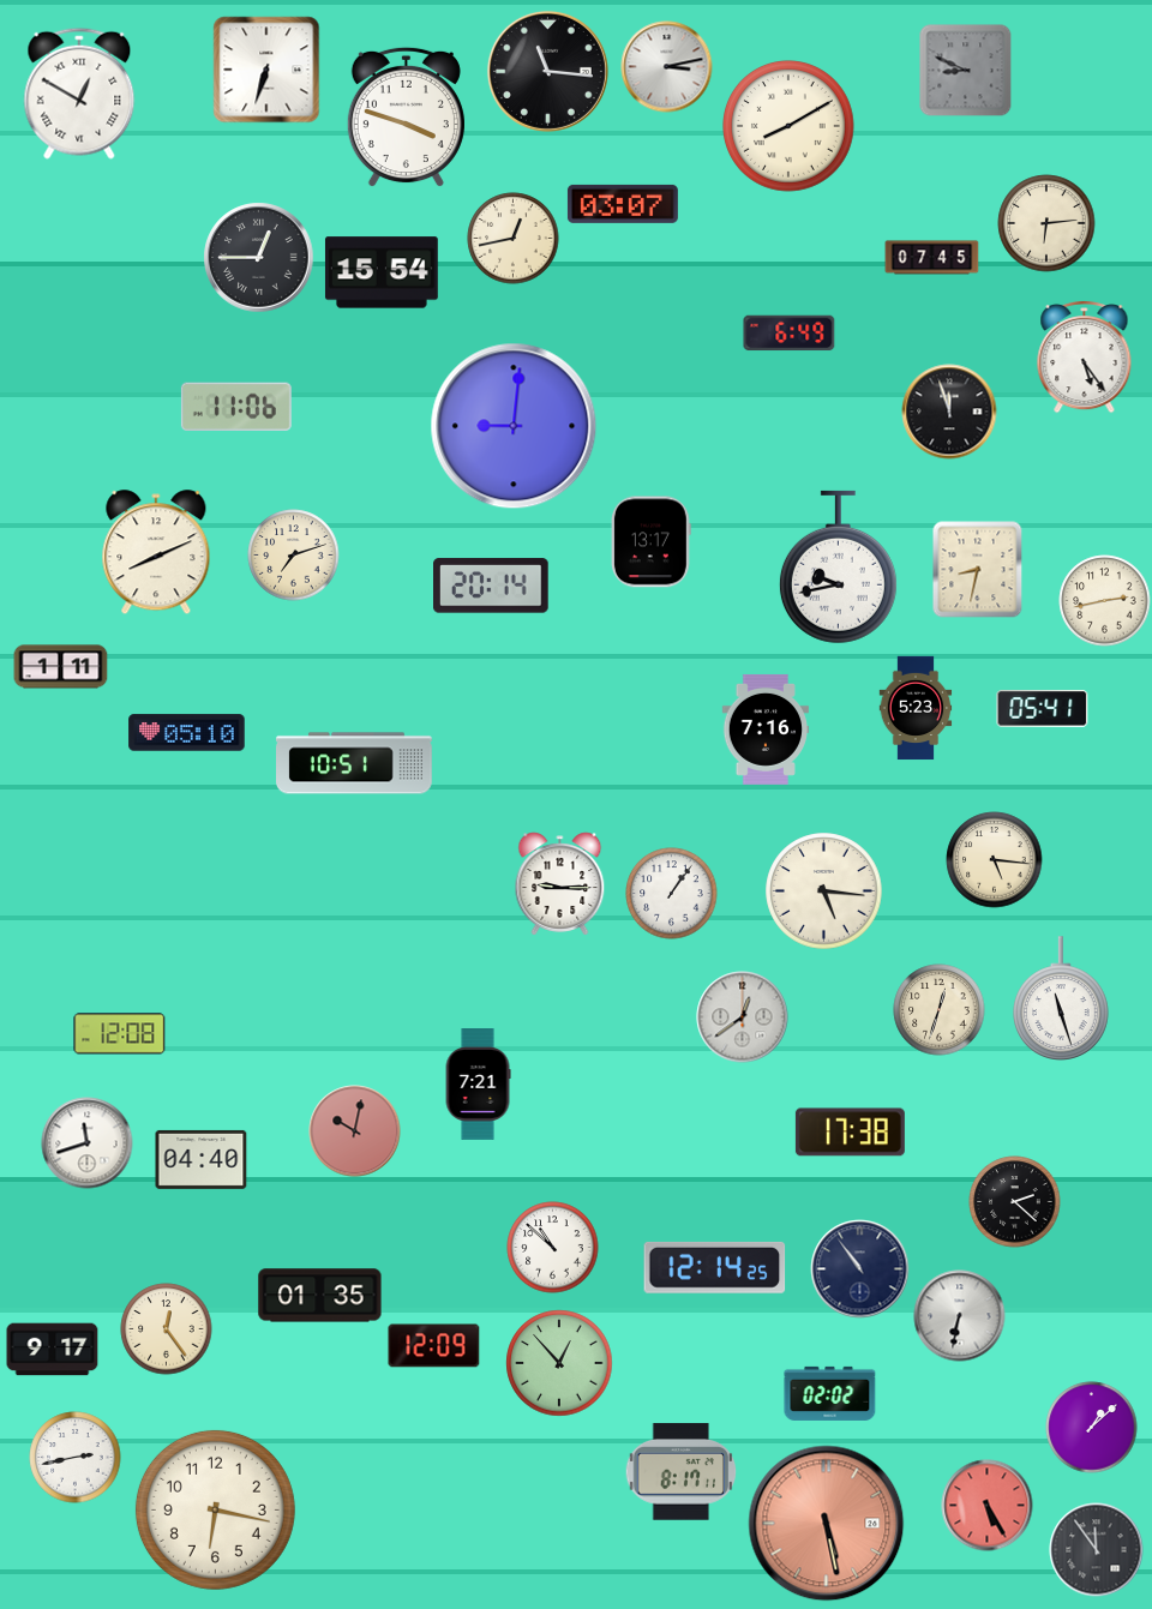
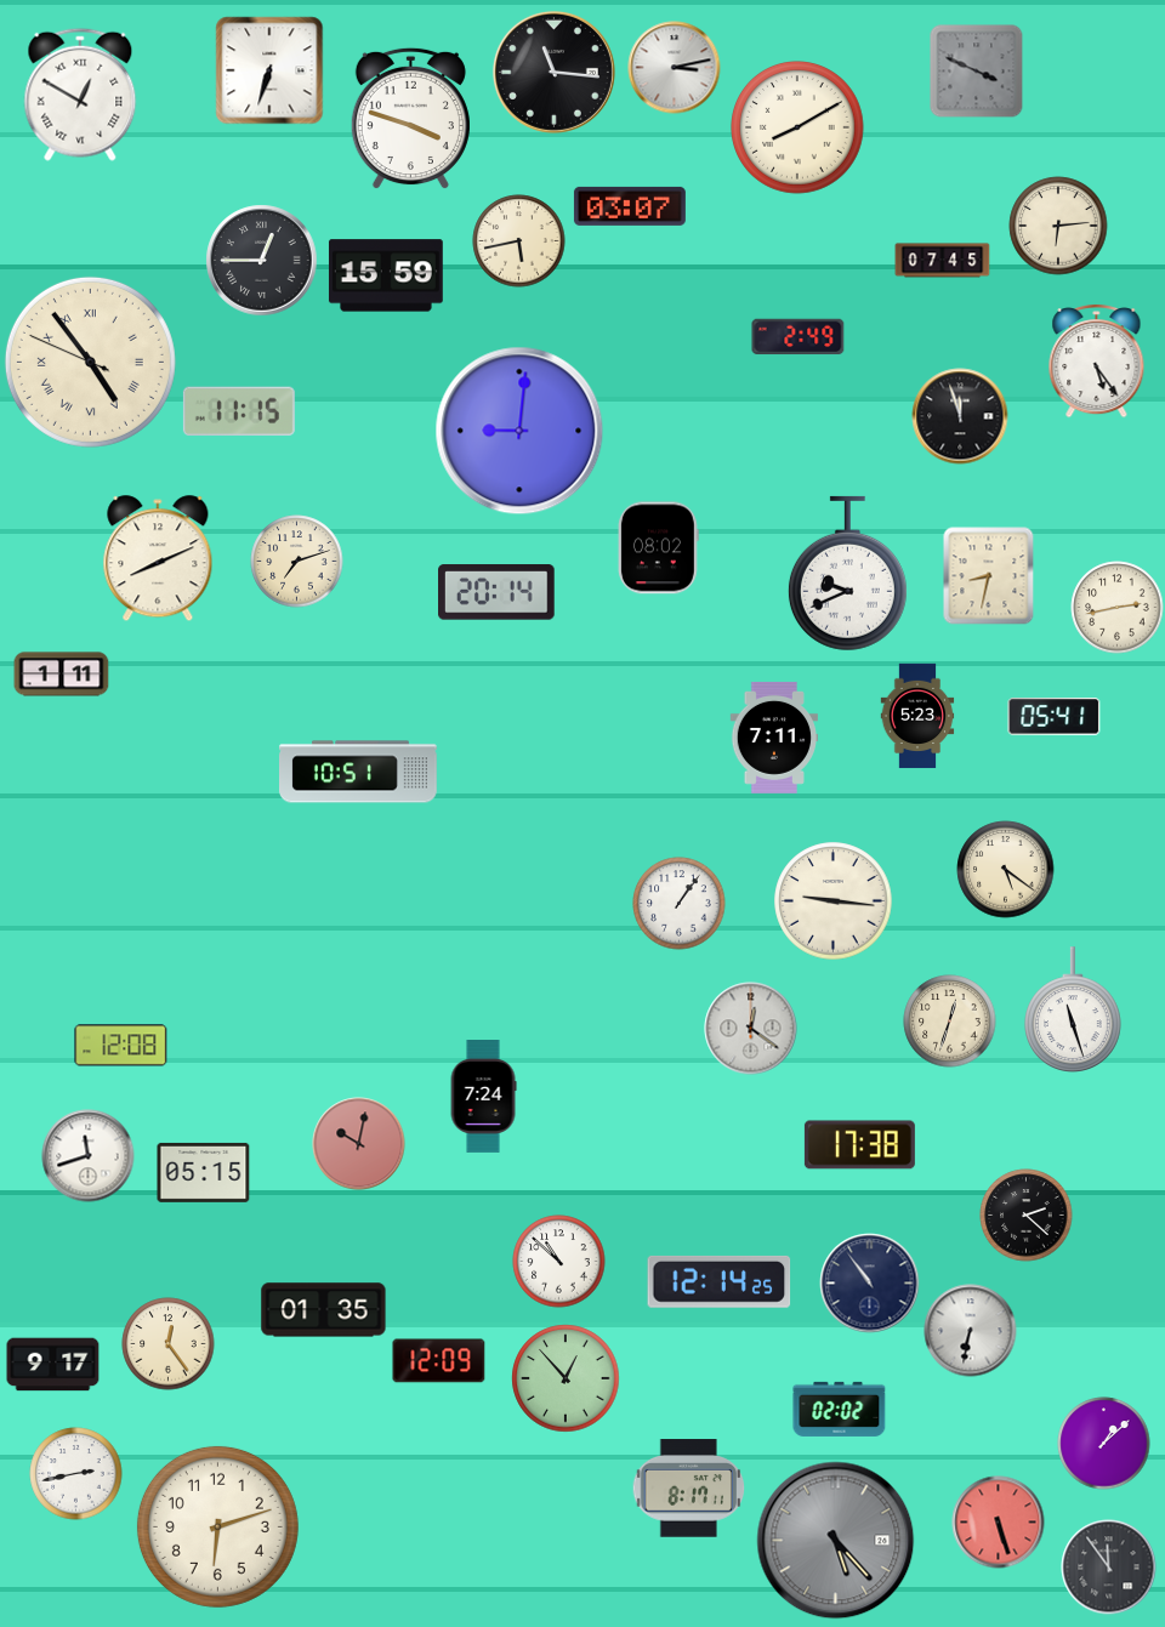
clock at (966, 71): 8:49 -> 3:49
clock at (514, 239): 12:43 -> 5:43
clock at (382, 272): 15:54 -> 15:59
clock at (790, 334): 6:49 -> 2:49
clock at (90, 362): none -> 4:53
clock at (236, 407): 11:06 -> 11:15
clock at (652, 542): 13:17 -> 08:02
clock at (838, 568): 9:43 -> 9:41
clock at (916, 708) position: (916, 708) -> (917, 716)
clock at (764, 730): 7:16 -> 7:11
clock at (187, 733): 05:10 -> none
clock at (995, 860): 5:16 -> 5:21
clock at (560, 884): 9:15 -> none
clock at (824, 891): 5:16 -> 9:16
clock at (743, 1017): 12:39 -> 12:21
clock at (478, 1085): 7:21 -> 7:24
clock at (202, 1159): 04:40 -> 05:15
clock at (715, 1267) position: (715, 1267) -> (720, 1281)
clock at (988, 1506): 5:25 -> 5:27
clock at (215, 1509): 6:17 -> 6:12
clock at (827, 1524): 5:28 -> 5:23
clock at (827, 1524) dial: salmon -> grey
